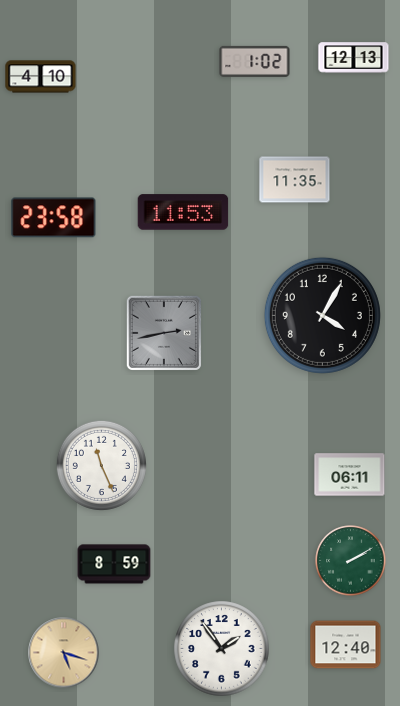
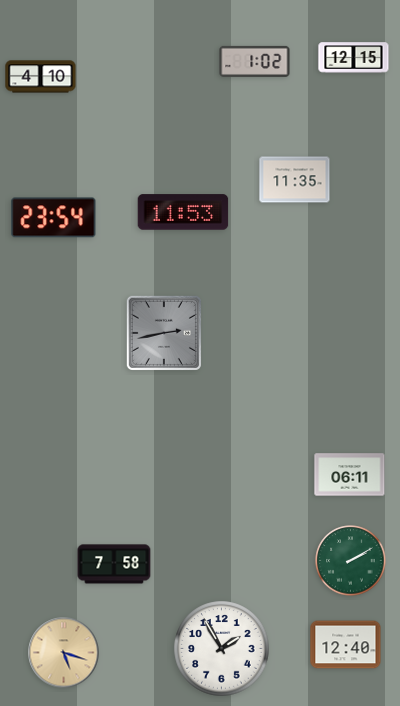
clock at (354, 58): 12:13 -> 12:15
clock at (54, 218): 23:58 -> 23:54
clock at (322, 315): 4:05 -> none
clock at (101, 465): 11:26 -> none
clock at (114, 564): 8:59 -> 7:58
clock at (222, 649): 1:54 -> 1:55
